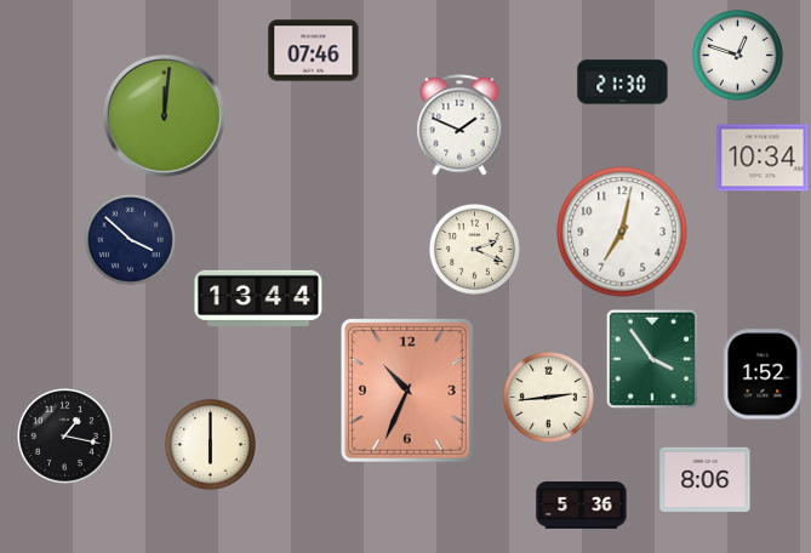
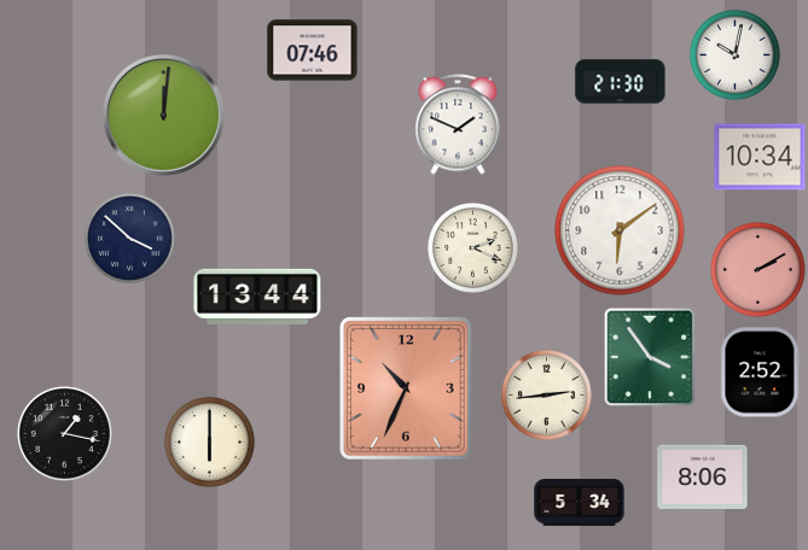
clock at (737, 55): 12:48 -> 10:02
clock at (622, 232): 7:02 -> 6:09
clock at (757, 269): none -> 2:10
clock at (764, 375): 1:52 -> 2:52
clock at (582, 506): 5:36 -> 5:34
